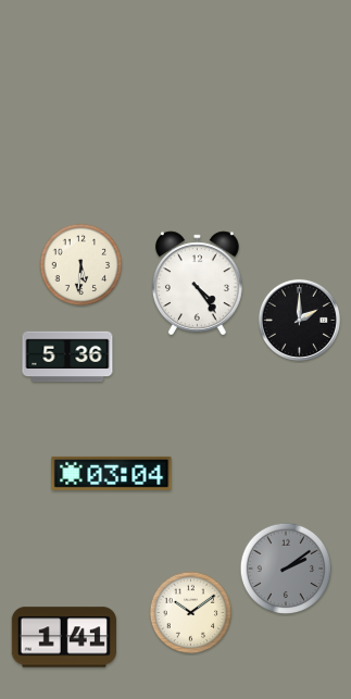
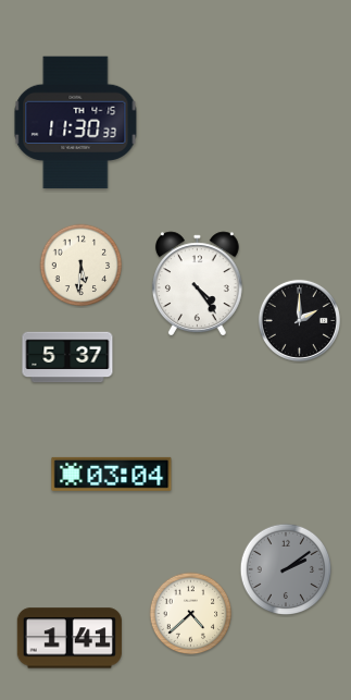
clock at (76, 123): none -> 11:30
clock at (67, 357): 5:36 -> 5:37
clock at (191, 613): 10:09 -> 4:38
clock at (64, 637) position: (64, 637) -> (70, 638)
